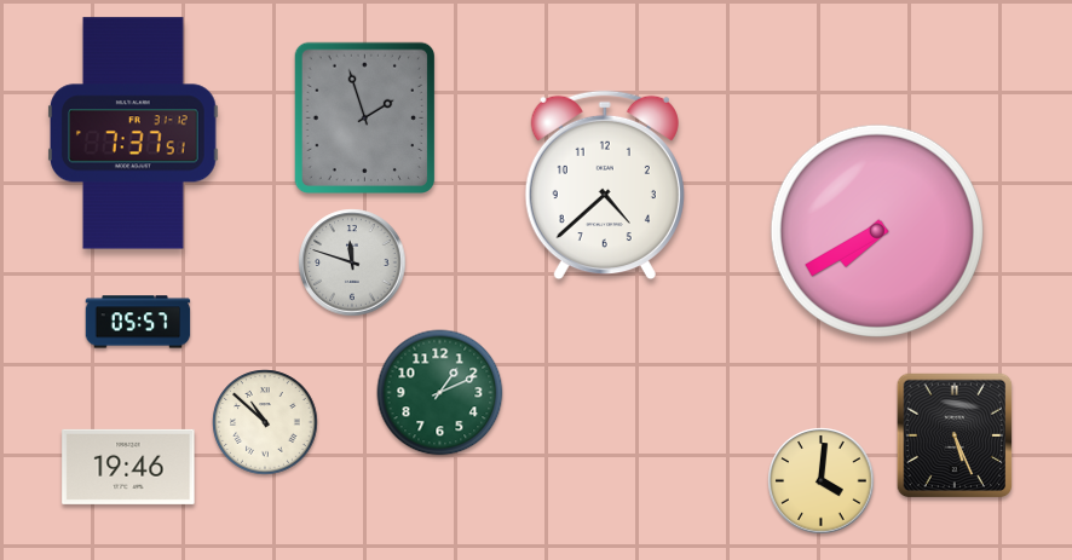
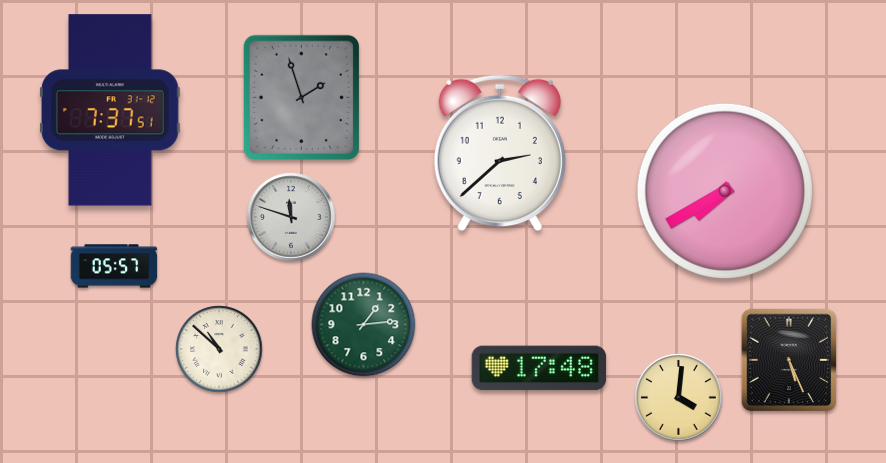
clock at (605, 185): 4:38 -> 2:38
clock at (440, 393): 1:11 -> 1:14
clock at (539, 368): none -> 17:48
clock at (128, 467): 19:46 -> none
